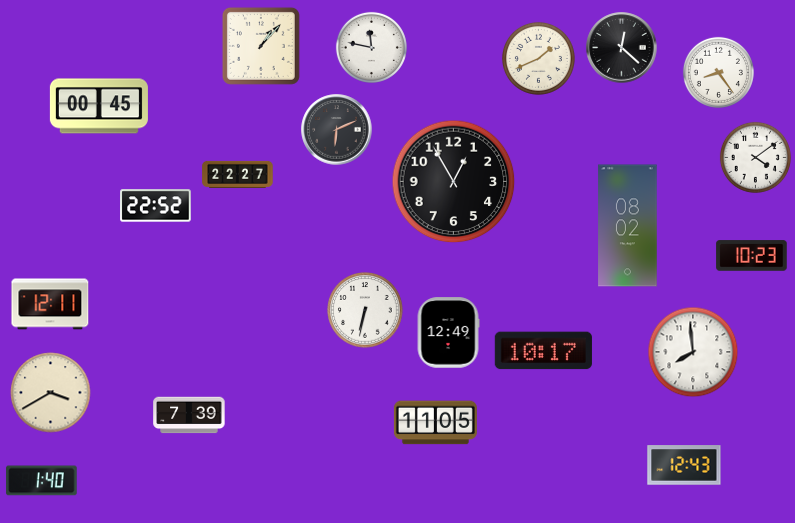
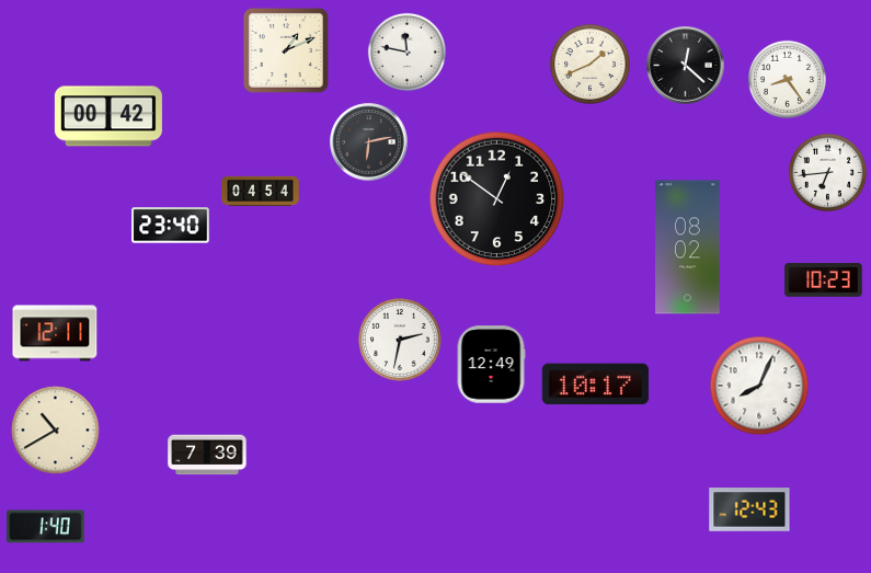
clock at (261, 46): 1:07 -> 1:11
clock at (622, 48) position: (622, 48) -> (686, 66)
clock at (99, 106): 00:45 -> 00:42
clock at (337, 130): 6:11 -> 6:13
clock at (755, 157): 4:09 -> 6:44
clock at (238, 174): 22:27 -> 04:54
clock at (454, 182): 12:55 -> 12:51
clock at (156, 206): 22:52 -> 23:40
clock at (365, 310): 6:32 -> 2:32
clock at (693, 352): 7:59 -> 8:04
clock at (51, 393): 3:40 -> 10:40
clock at (435, 423): 11:05 -> none
